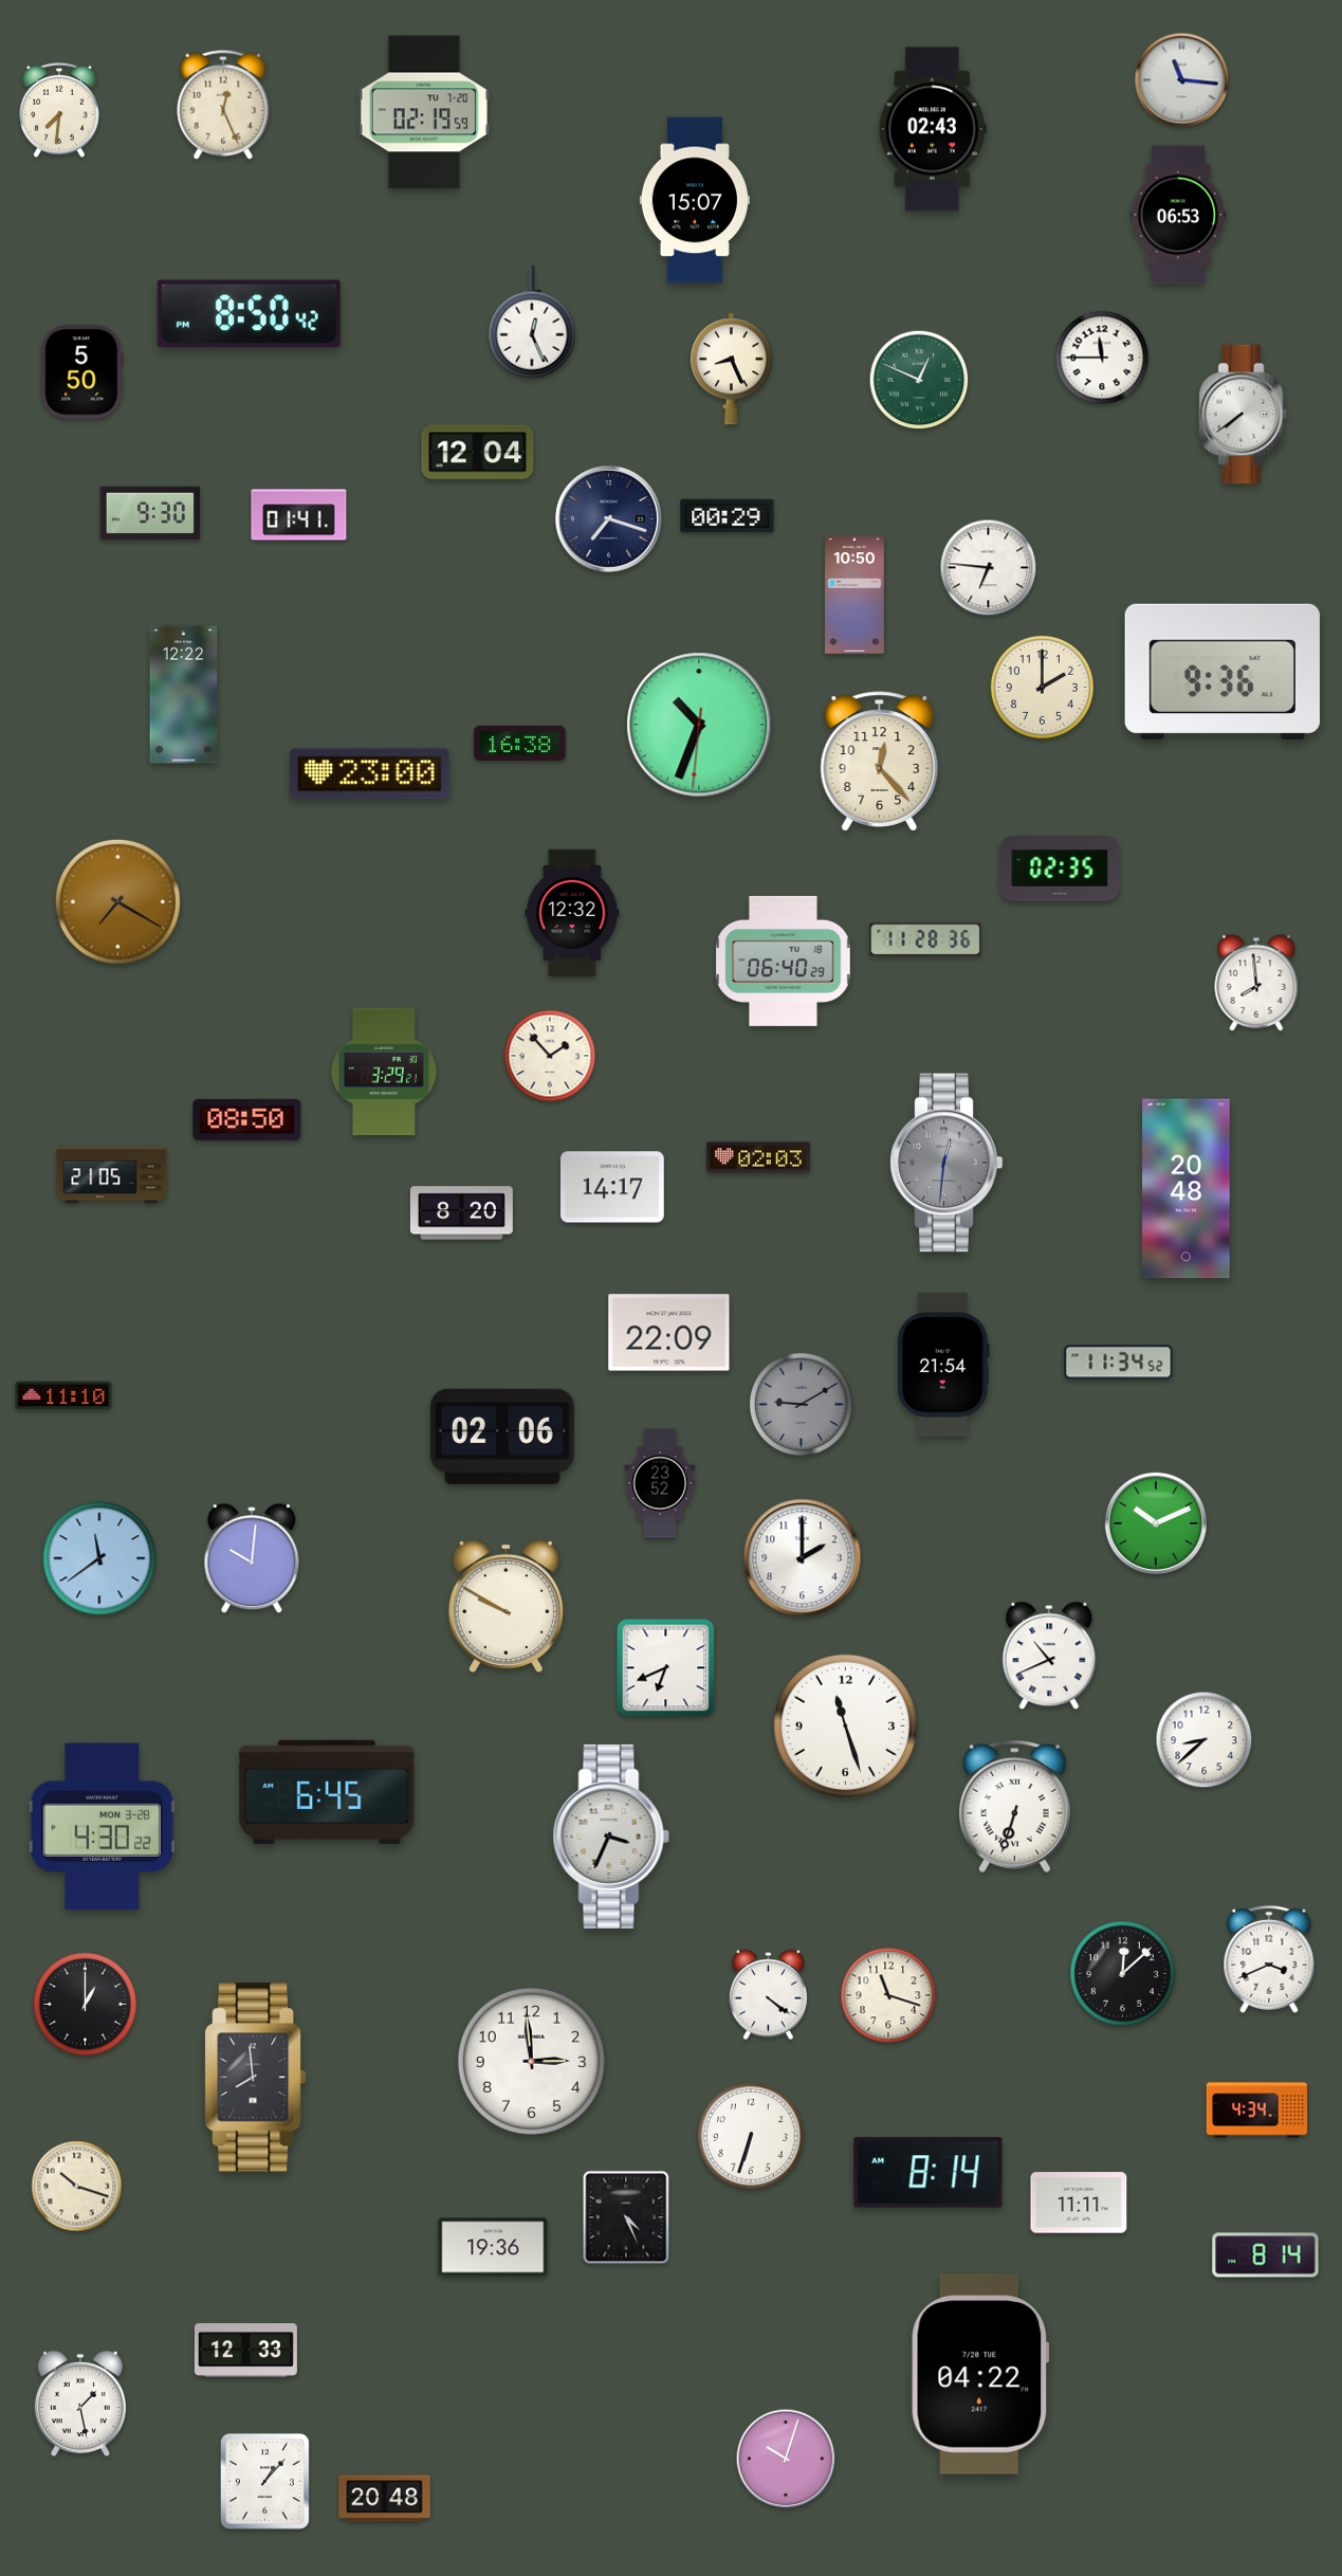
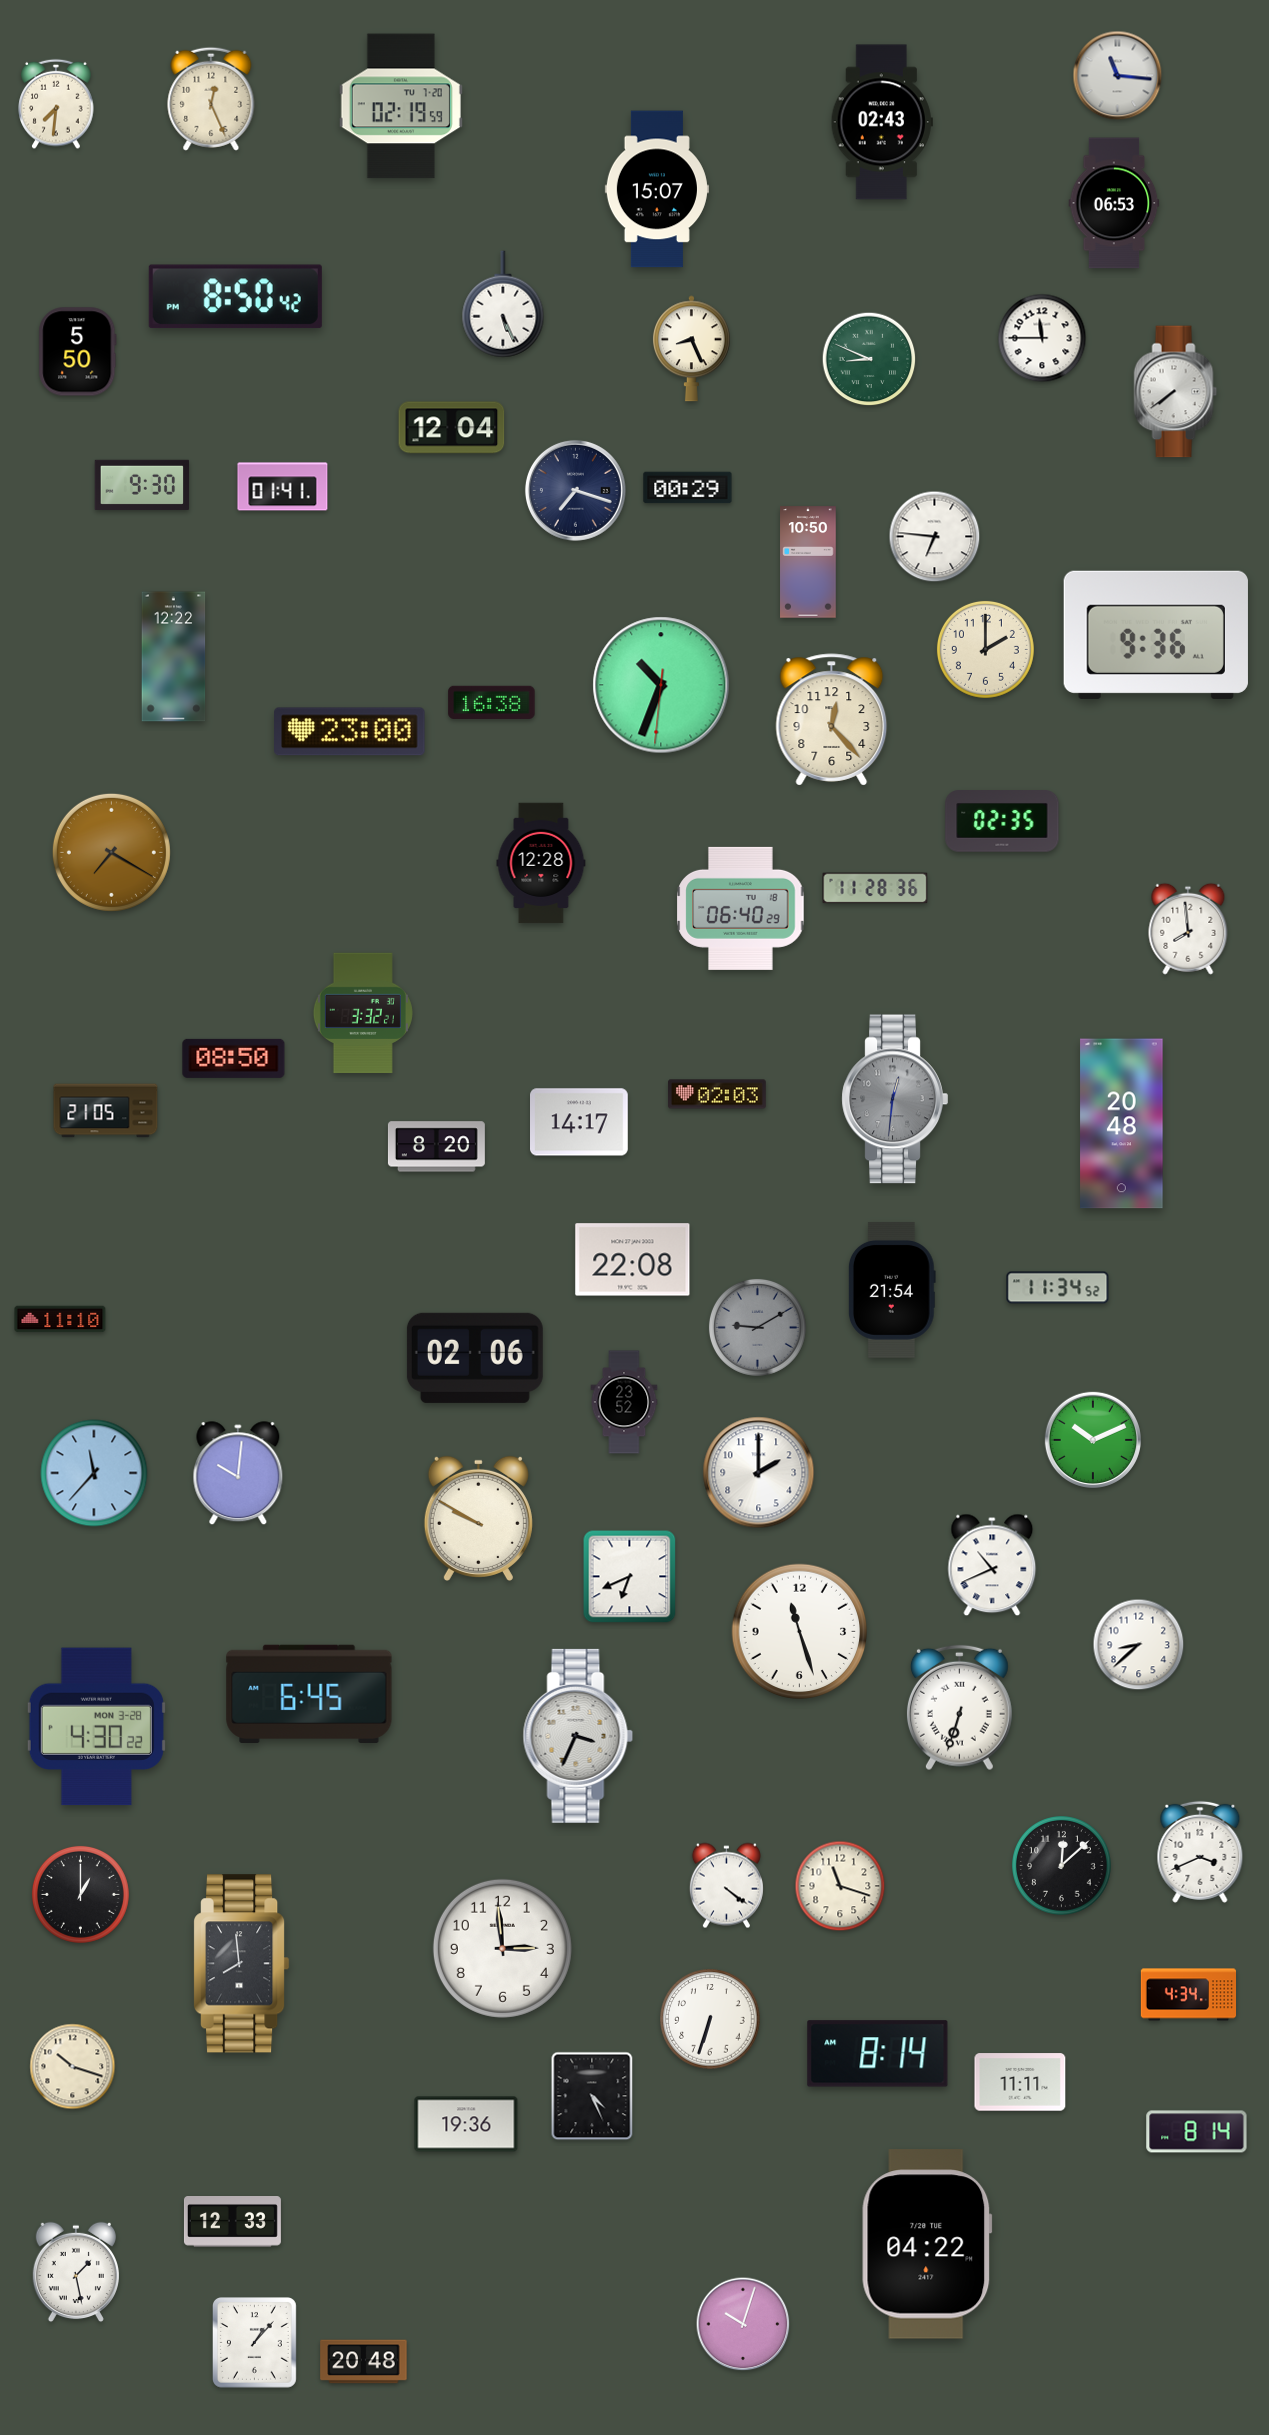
clock at (532, 322): 12:26 -> 5:26
clock at (919, 380): 12:49 -> 8:49
clock at (572, 913): 12:32 -> 12:28
clock at (550, 1056): 1:53 -> none
clock at (384, 1072): 3:29 -> 3:32
clock at (669, 1333): 22:09 -> 22:08
clock at (99, 1558): 11:39 -> 11:37
clock at (265, 2482) position: (265, 2482) -> (255, 2343)
